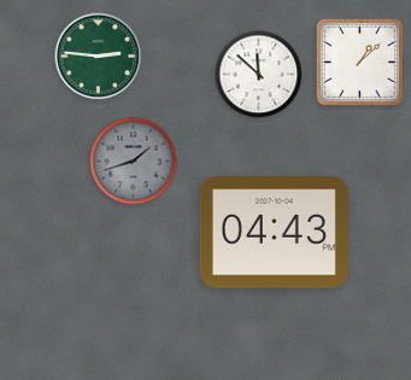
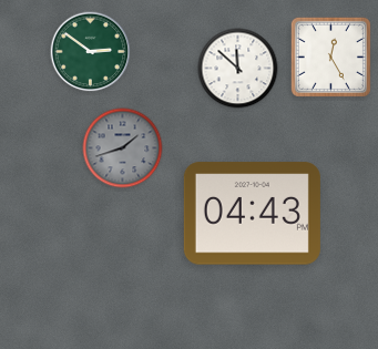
clock at (99, 57): 2:46 -> 2:51
clock at (359, 62): 1:08 -> 12:25
